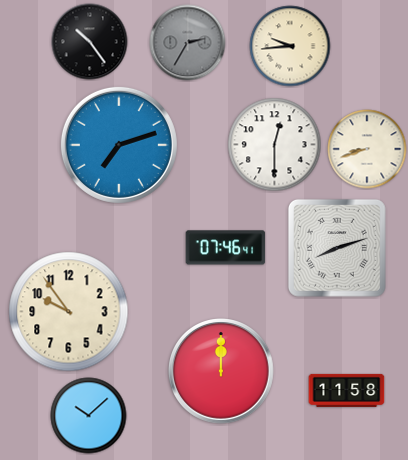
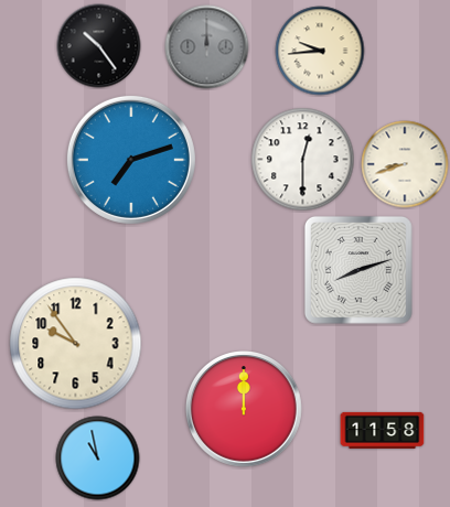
clock at (188, 43): 2:35 -> 12:00
clock at (226, 248): 07:46 -> none
clock at (337, 248) position: (337, 248) -> (358, 270)
clock at (89, 416): 10:08 -> 10:58
